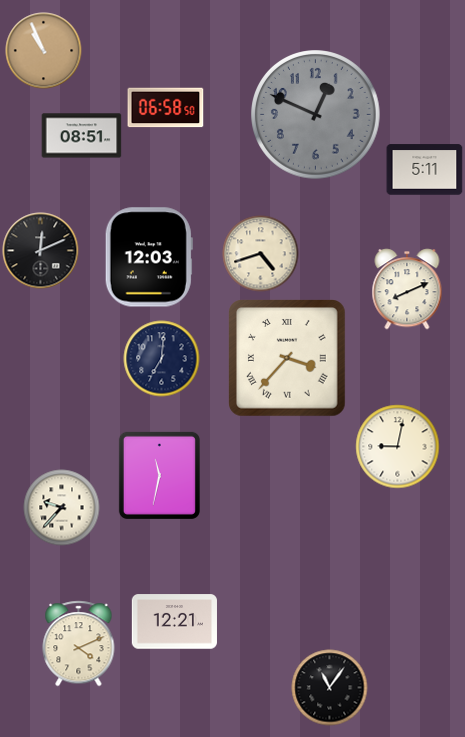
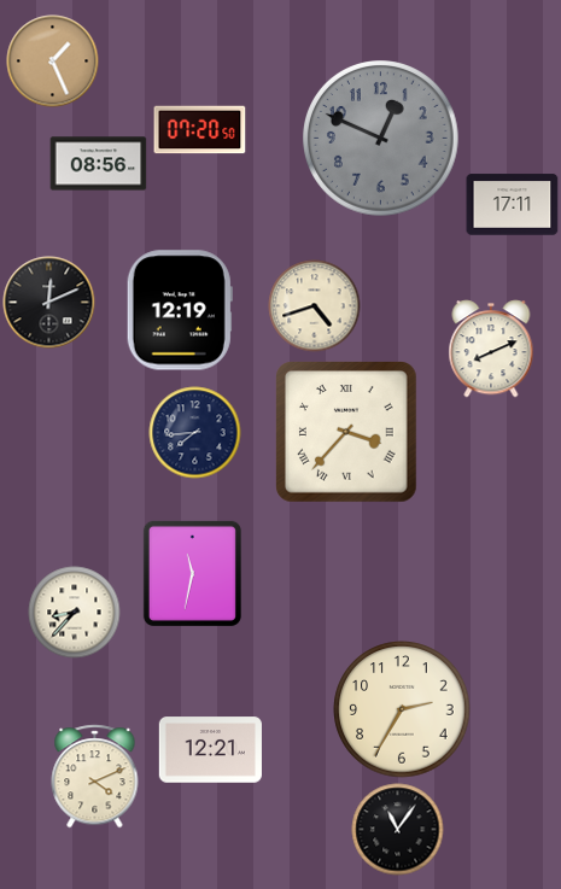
clock at (44, 51): 10:56 -> 1:26
clock at (166, 108): 06:58 -> 07:20
clock at (82, 136): 08:51 -> 08:56
clock at (425, 170): 5:11 -> 17:11
clock at (149, 257): 12:03 -> 12:19
clock at (162, 359): 7:01 -> 7:44
clock at (398, 447): 9:02 -> none
clock at (62, 508): 9:37 -> 8:37
clock at (402, 709): none -> 2:35
